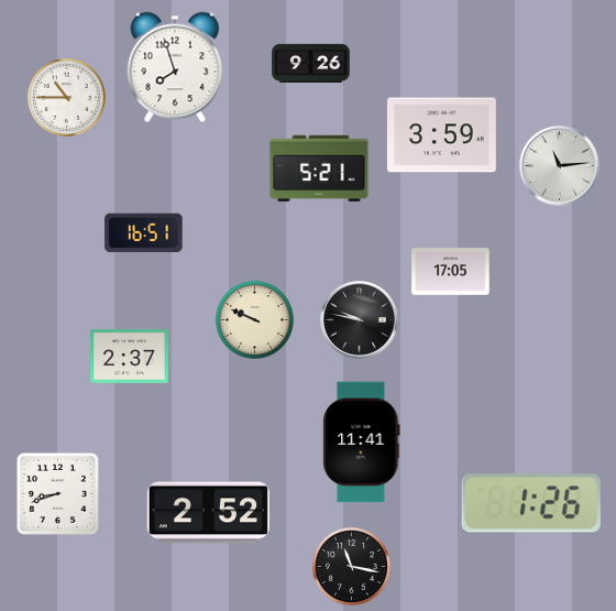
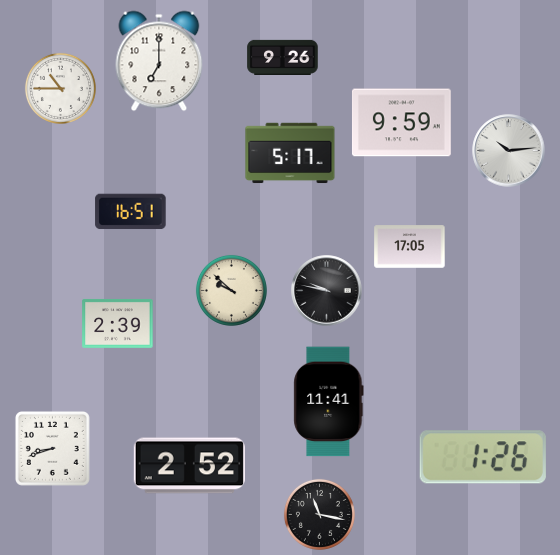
clock at (175, 67): 7:57 -> 7:00
clock at (441, 135): 3:59 -> 9:59
clock at (560, 166): 11:14 -> 10:14
clock at (319, 168): 5:21 -> 5:17
clock at (254, 319): 9:49 -> 9:52
clock at (130, 356): 2:37 -> 2:39
